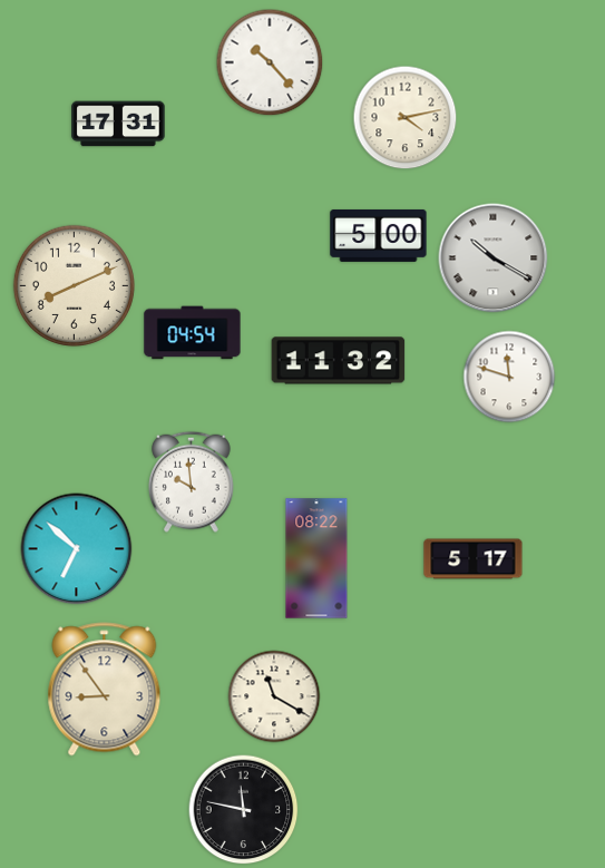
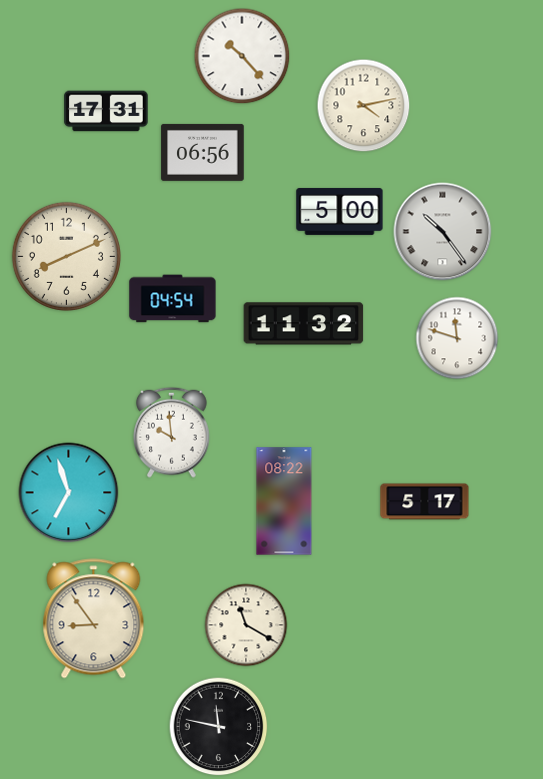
clock at (203, 152): none -> 06:56
clock at (494, 259): 10:20 -> 10:24
clock at (77, 549): 6:52 -> 6:57
